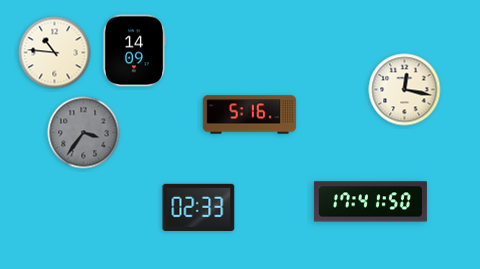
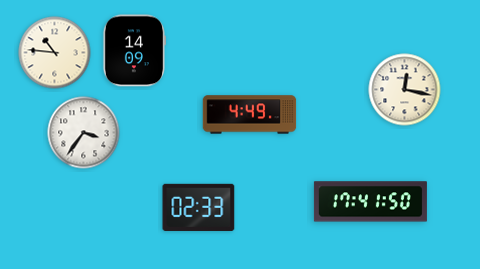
clock at (250, 115): 5:16 -> 4:49
clock at (84, 133) dial: grey -> white
